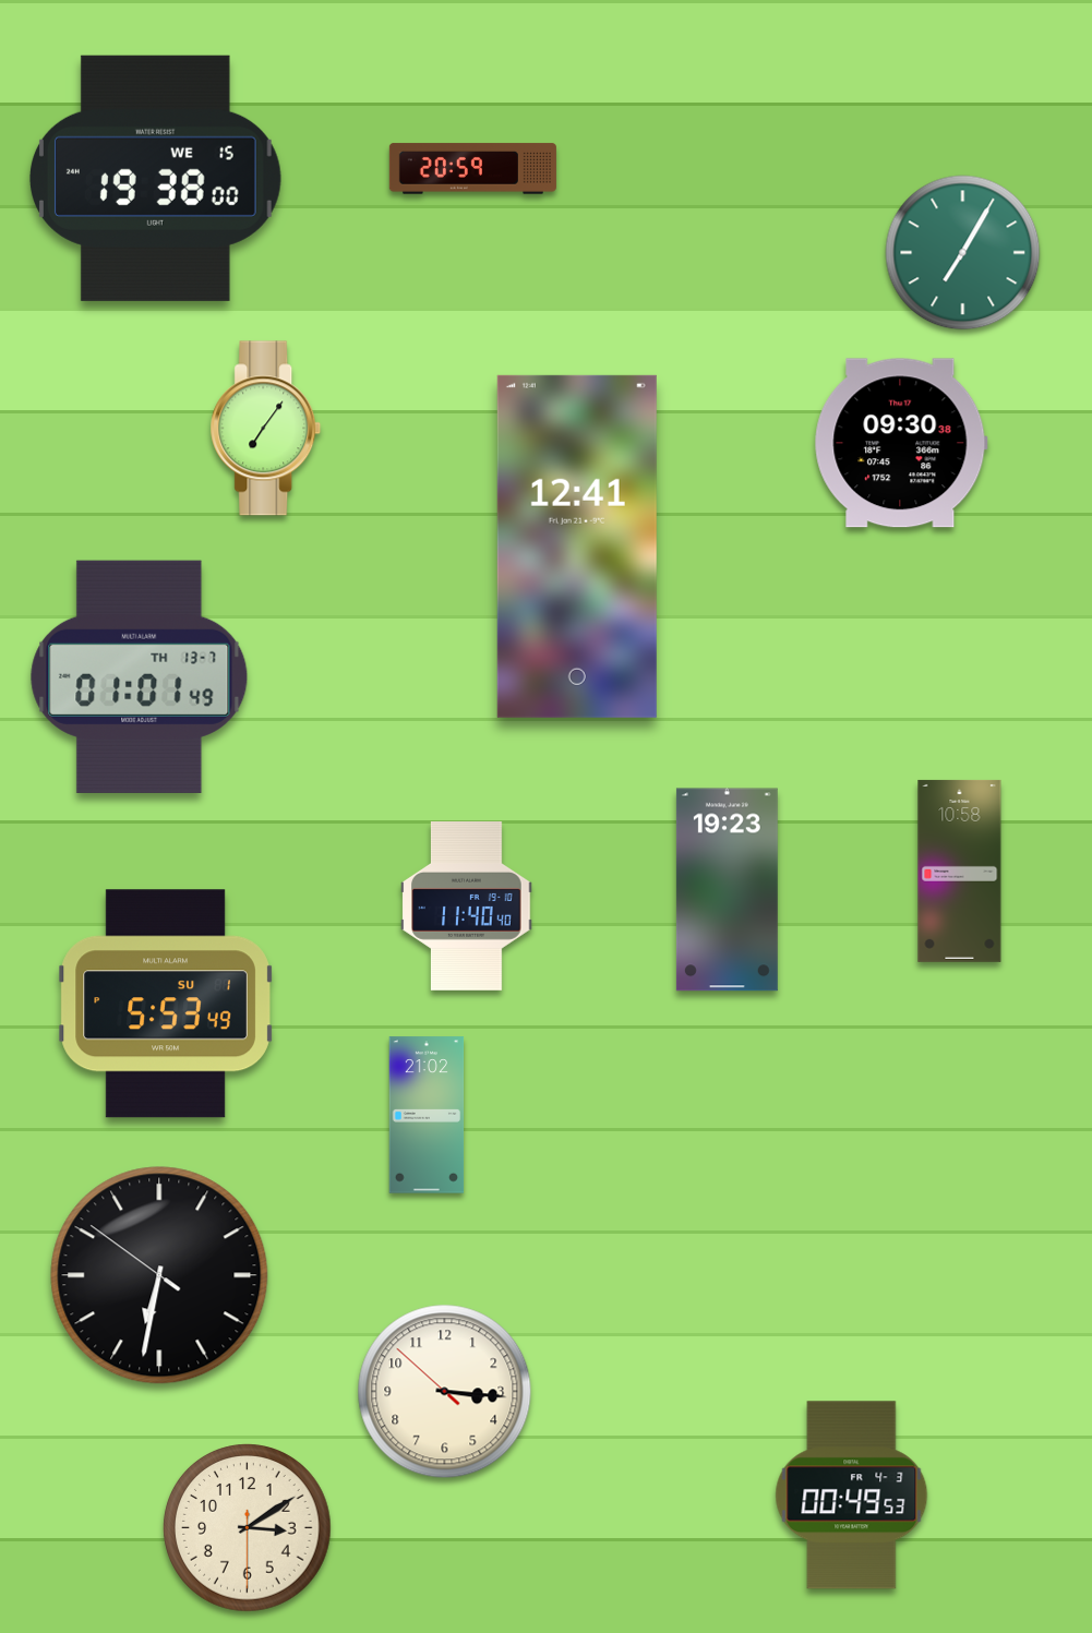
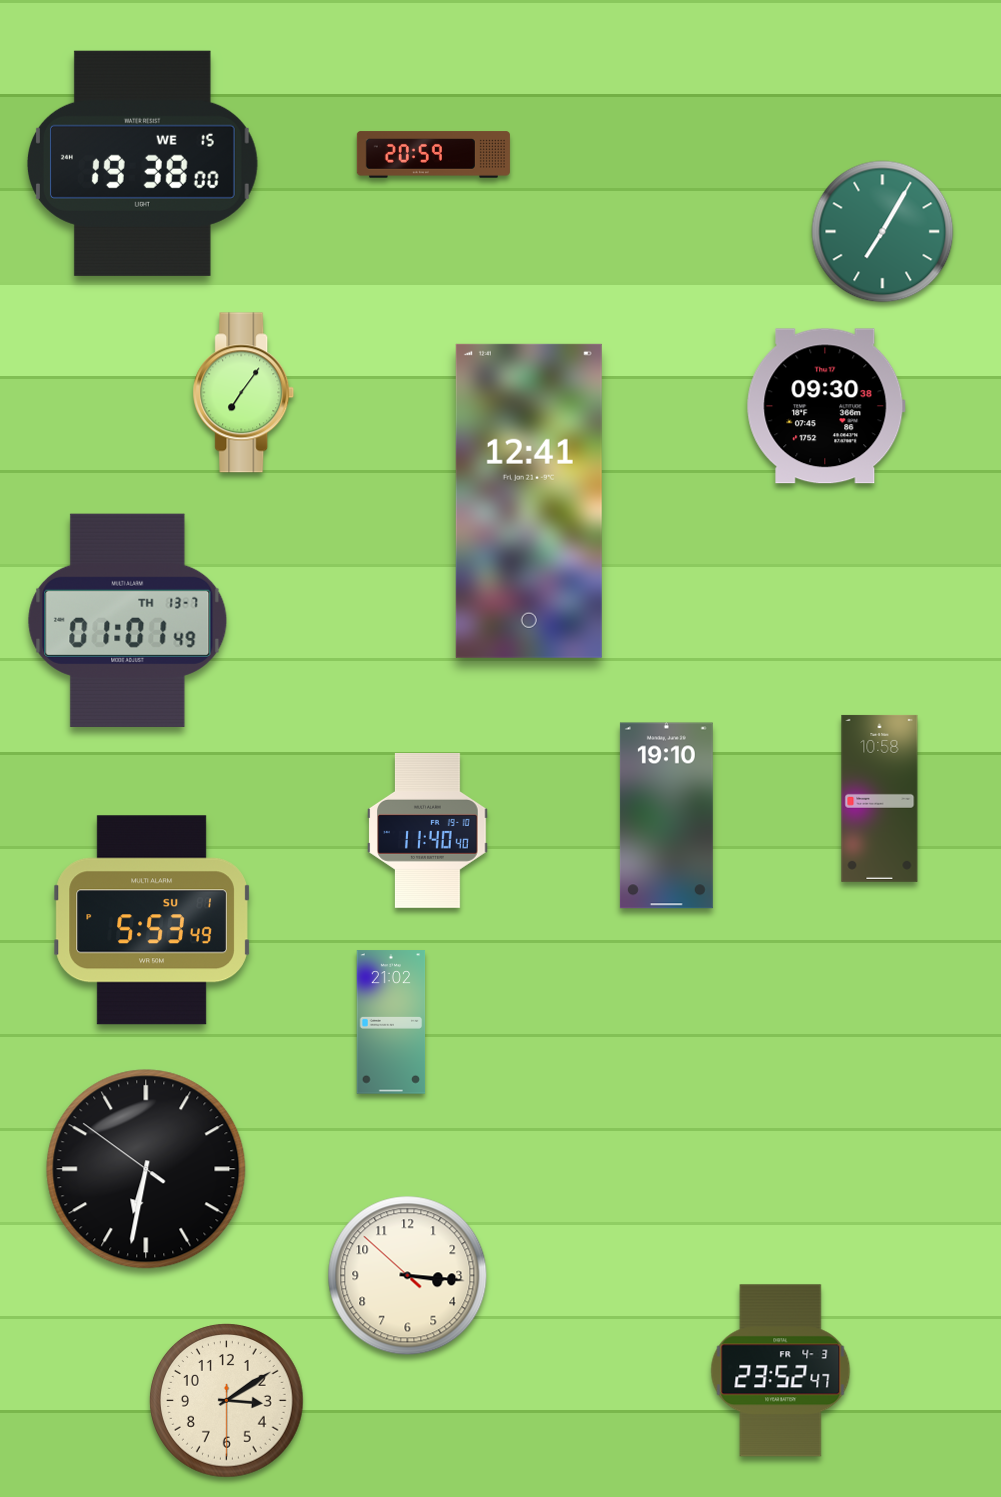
clock at (727, 890): 19:23 -> 19:10
clock at (852, 1496): 00:49 -> 23:52
